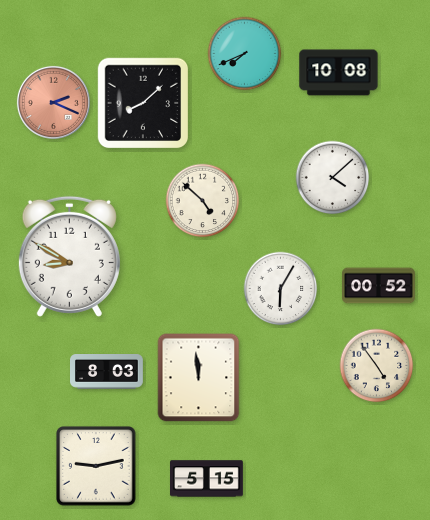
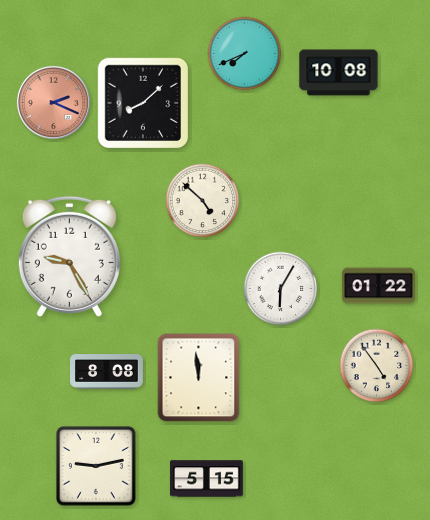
clock at (333, 178): 4:08 -> none
clock at (69, 256): 8:50 -> 9:25
clock at (379, 286): 00:52 -> 01:22
clock at (107, 372): 8:03 -> 8:08
